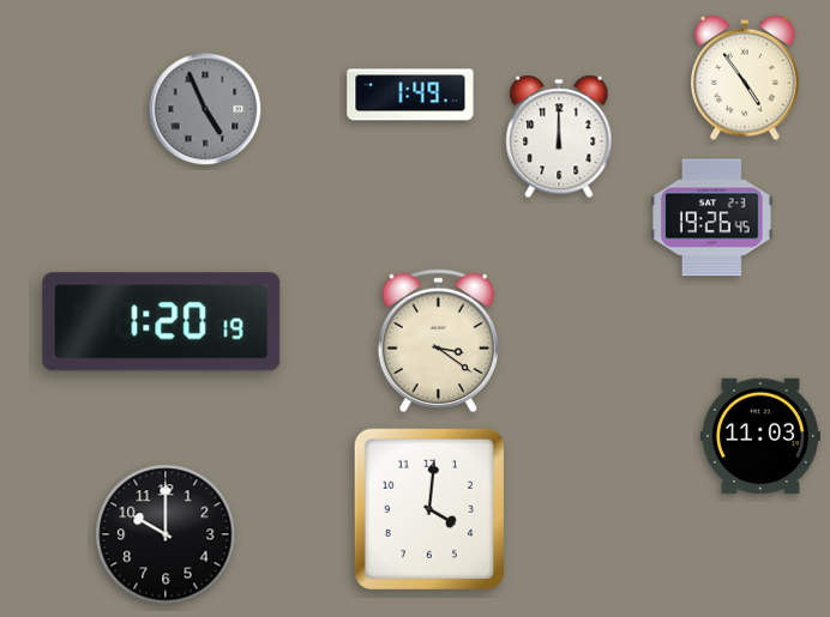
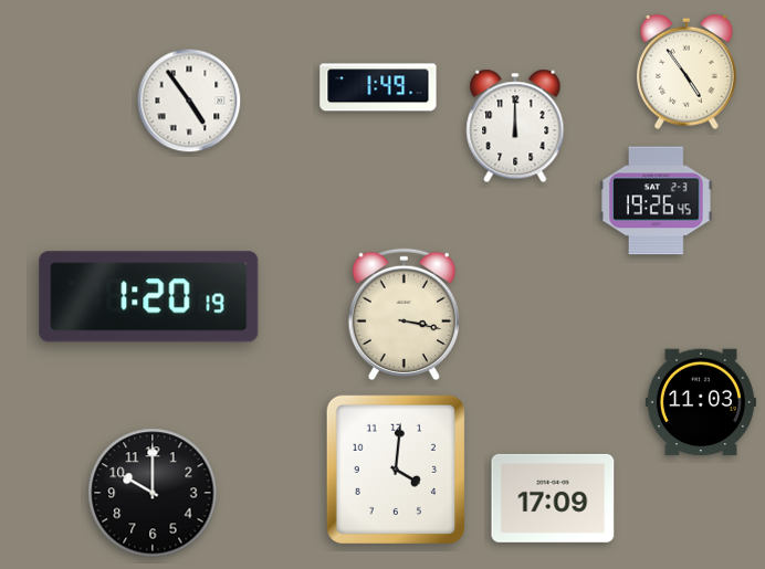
clock at (205, 109): 4:56 -> 4:54
clock at (205, 109) dial: grey -> white
clock at (438, 341): 3:21 -> 3:17
clock at (553, 498): none -> 17:09
